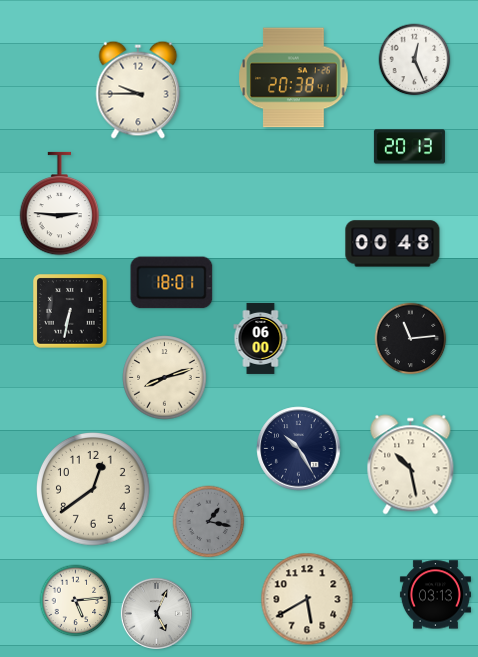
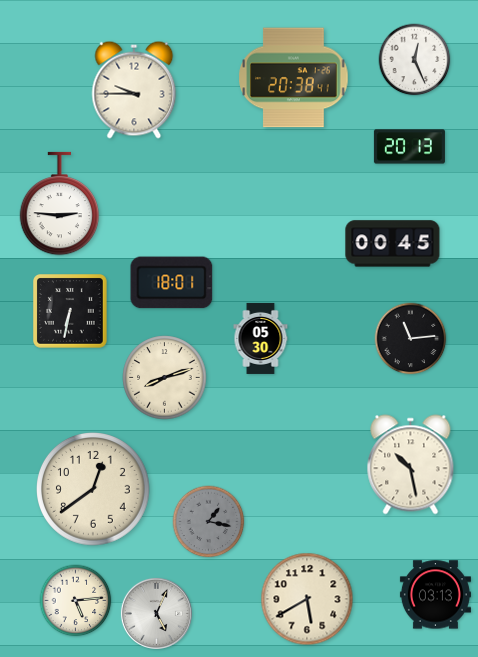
clock at (138, 90) position: (138, 90) -> (134, 90)
clock at (393, 244): 00:48 -> 00:45
clock at (261, 338): 06:00 -> 05:30
clock at (299, 449): 10:25 -> none
